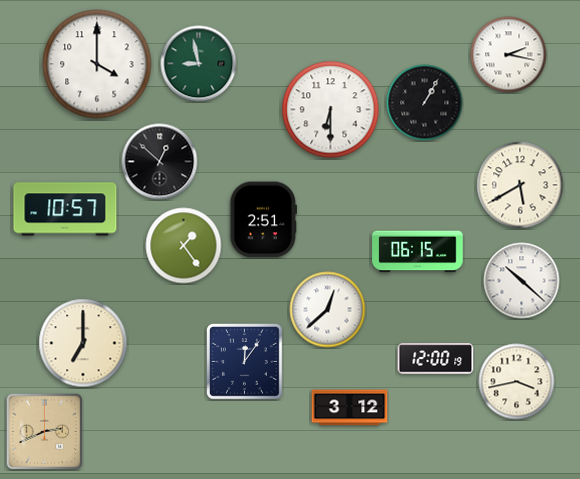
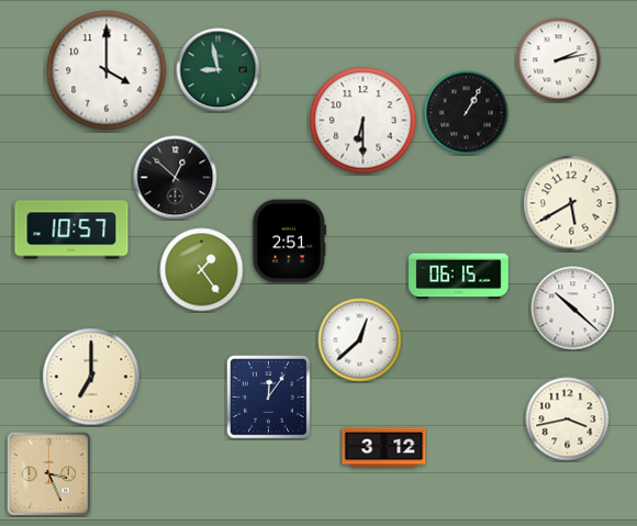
clock at (509, 55): 2:17 -> 2:13
clock at (436, 359): 12:00 -> none
clock at (44, 431): 2:41 -> 3:26
